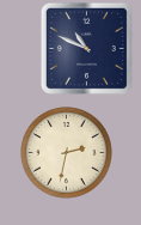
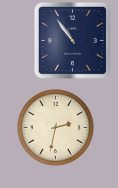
clock at (86, 48): 10:49 -> 10:54
